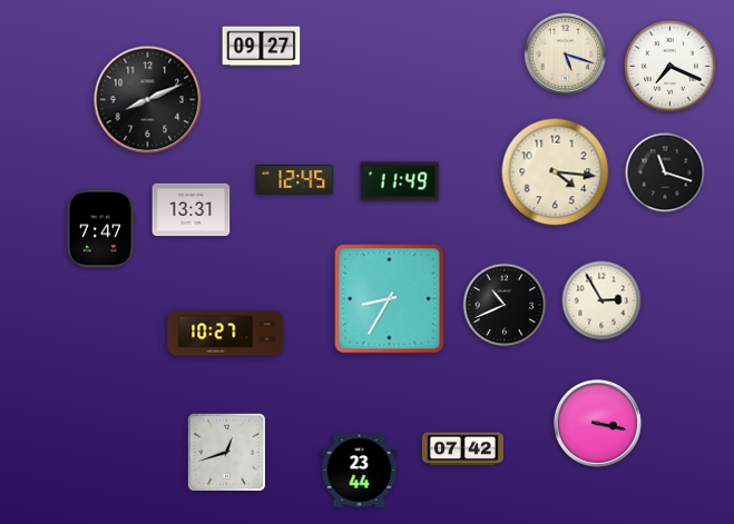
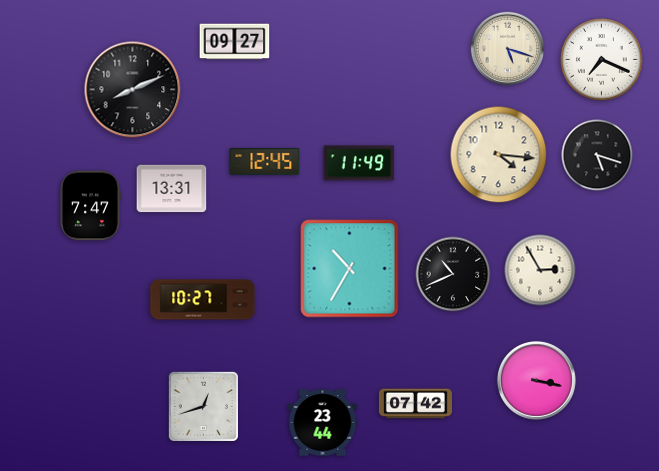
clock at (665, 172): 11:18 -> 5:18
clock at (390, 299): 8:35 -> 10:35
